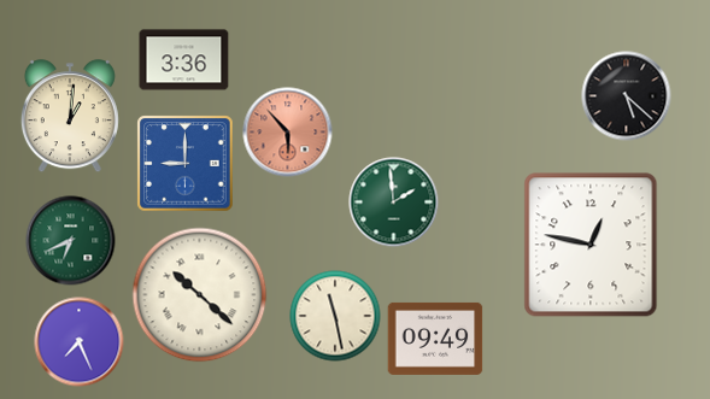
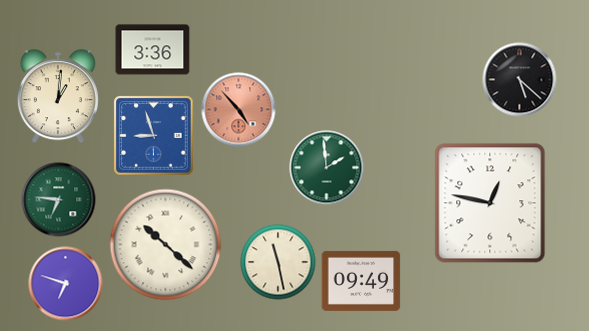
clock at (288, 133): 5:53 -> 4:53
clock at (186, 164): 9:00 -> 8:57
clock at (71, 241): 6:41 -> 6:46
clock at (80, 342): 7:26 -> 6:48
